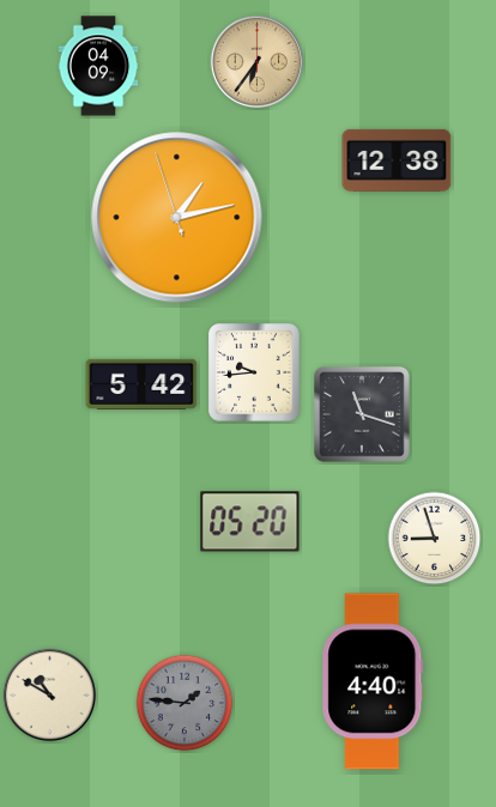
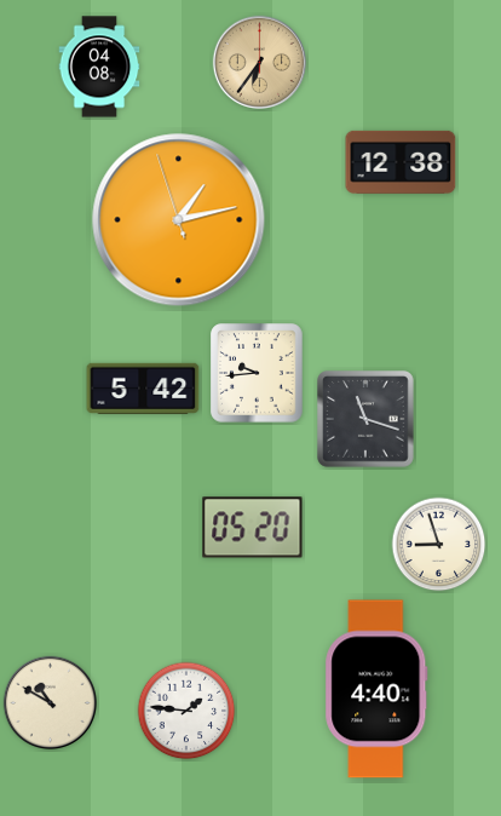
clock at (98, 66): 04:09 -> 04:08
clock at (254, 372) position: (254, 372) -> (257, 373)
clock at (185, 703) dial: grey -> white
